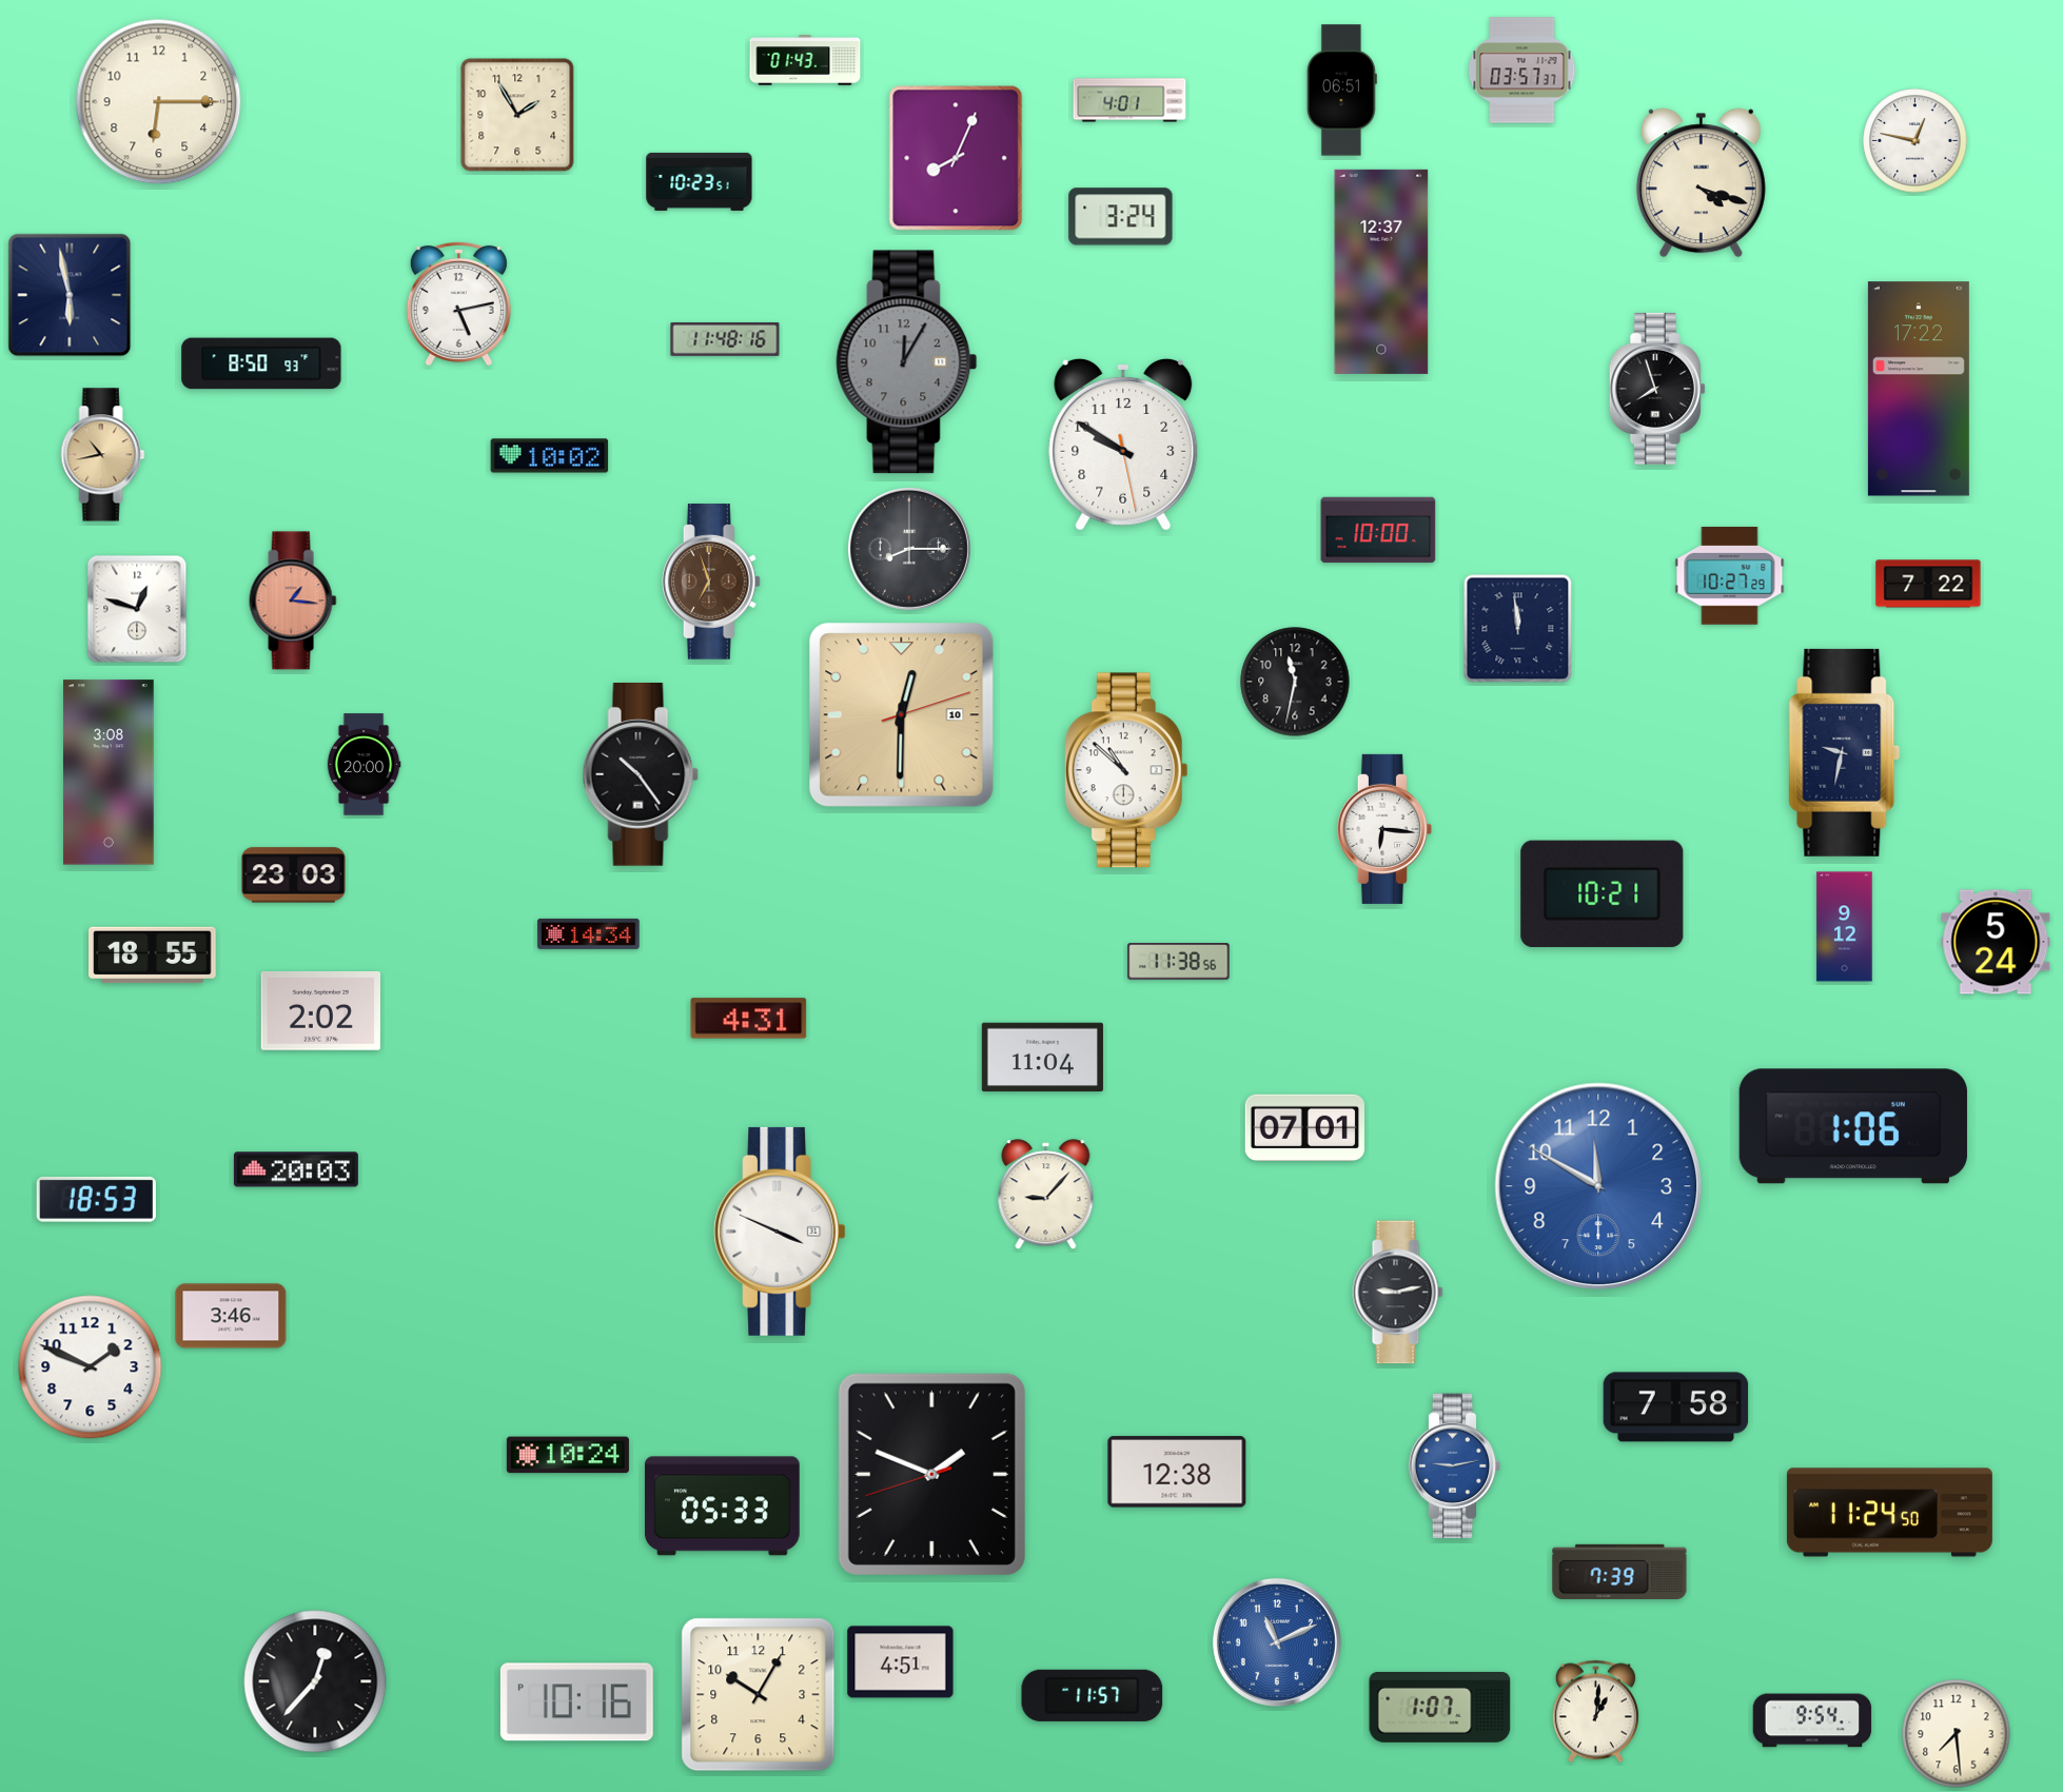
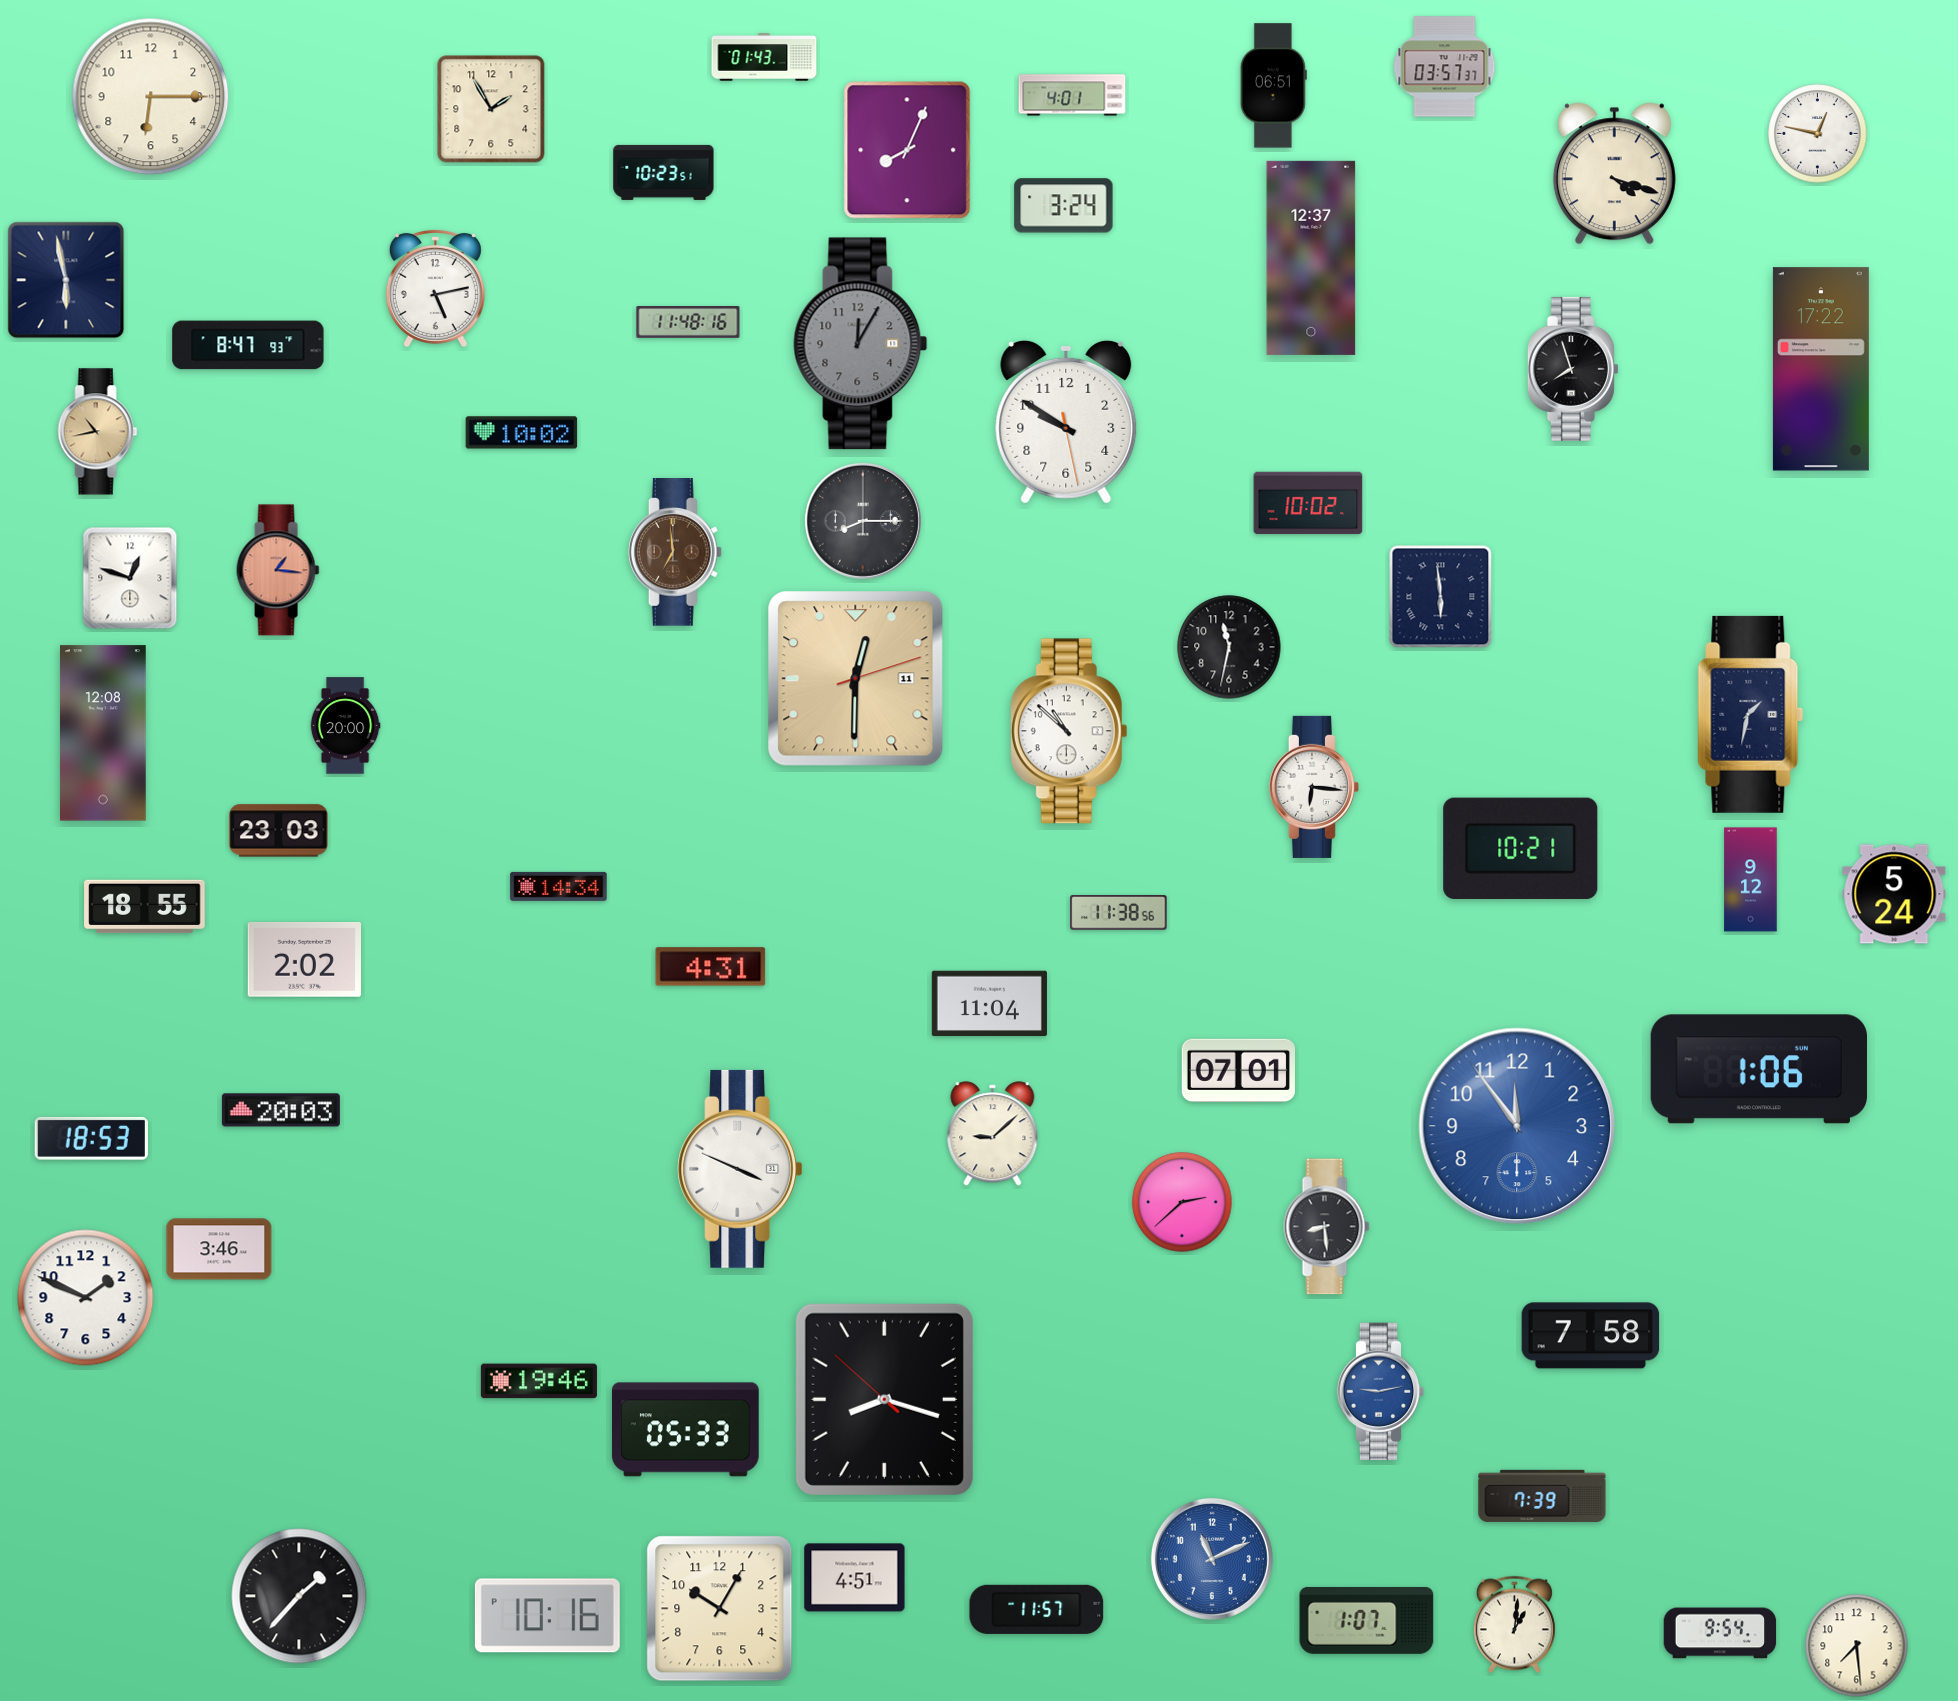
clock at (261, 363): 8:50 -> 8:47
clock at (1378, 530): 10:00 -> 10:02
clock at (1730, 576): 10:27 -> none
clock at (711, 582): 6:57 -> 6:59
clock at (1928, 584): 7:22 -> none
clock at (1518, 629): 11:59 -> 5:59
clock at (902, 715) date: 10 -> 11
clock at (1845, 752): 9:32 -> 1:32
clock at (110, 772): 3:08 -> 12:08
clock at (641, 774): 10:24 -> none
clock at (1598, 1186): 11:50 -> 11:54
clock at (1046, 1195): 9:07 -> 9:08
clock at (1182, 1202): none -> 2:38
clock at (1398, 1293): 9:13 -> 8:29
clock at (568, 1455): 10:24 -> 19:46
clock at (1177, 1472): 12:38 -> none
clock at (931, 1474): 1:48 -> 8:17
clock at (1889, 1513): 11:24 -> none
clock at (1619, 1572) position: (1619, 1572) -> (1542, 1496)
clock at (315, 1681): 12:37 -> 1:37
